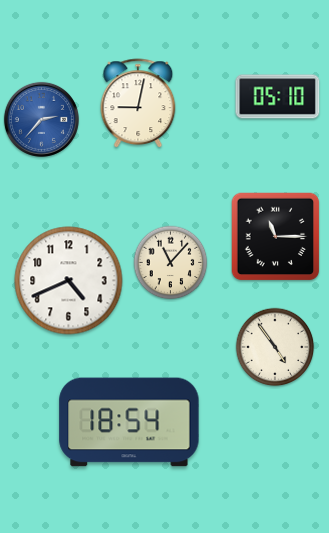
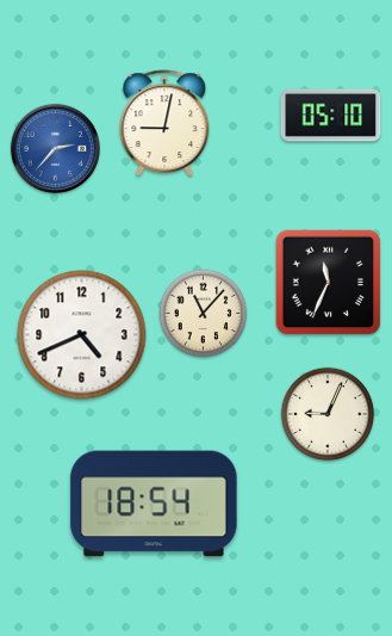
clock at (41, 119) position: (41, 119) -> (55, 148)
clock at (276, 237): 11:15 -> 11:34
clock at (275, 347): 4:54 -> 9:04
